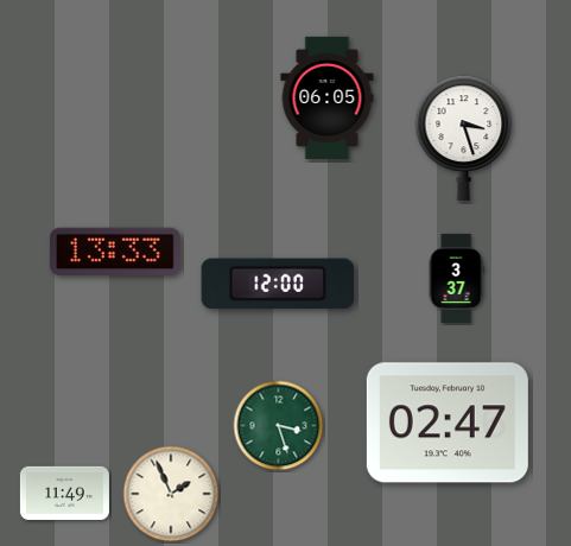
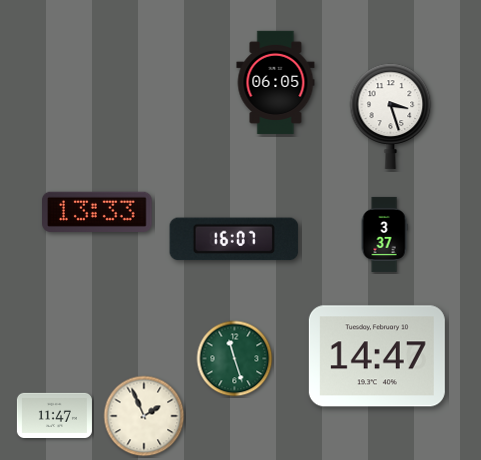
clock at (278, 284): 12:00 -> 16:07
clock at (448, 423): 02:47 -> 14:47
clock at (279, 426): 3:27 -> 11:27
clock at (64, 493): 11:49 -> 11:47
